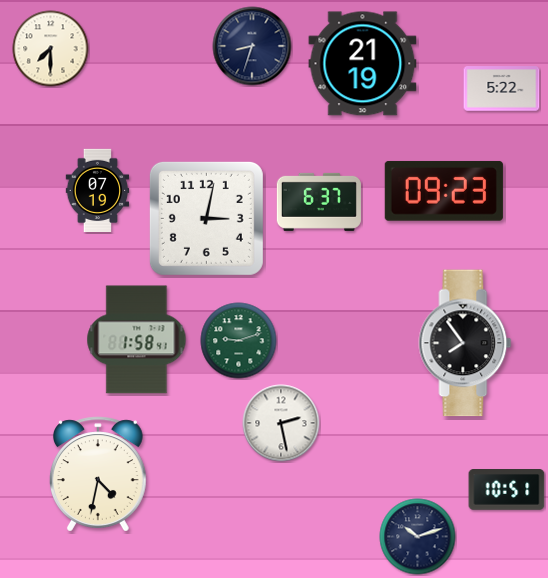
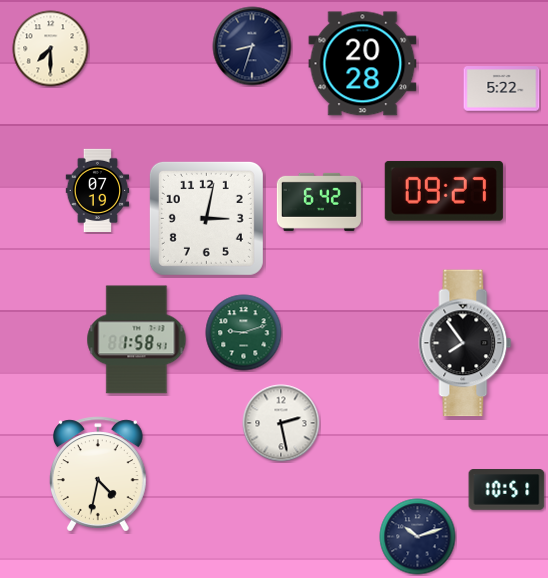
clock at (363, 64): 21:19 -> 20:28
clock at (444, 191): 09:23 -> 09:27
clock at (319, 202): 6:37 -> 6:42
clock at (239, 341) position: (239, 341) -> (244, 333)
